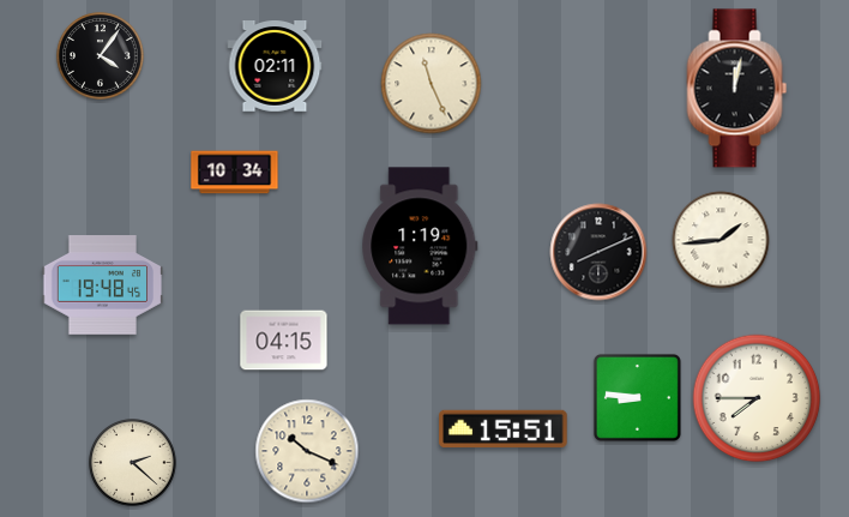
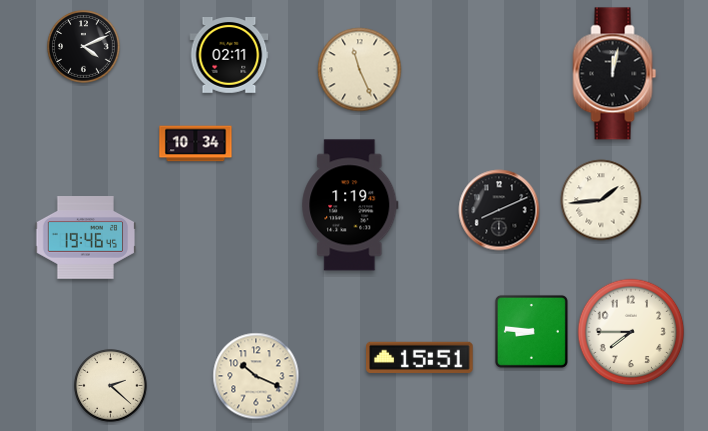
clock at (101, 56): 4:06 -> 4:11
clock at (103, 285): 19:48 -> 19:46
clock at (284, 341): 04:15 -> none
